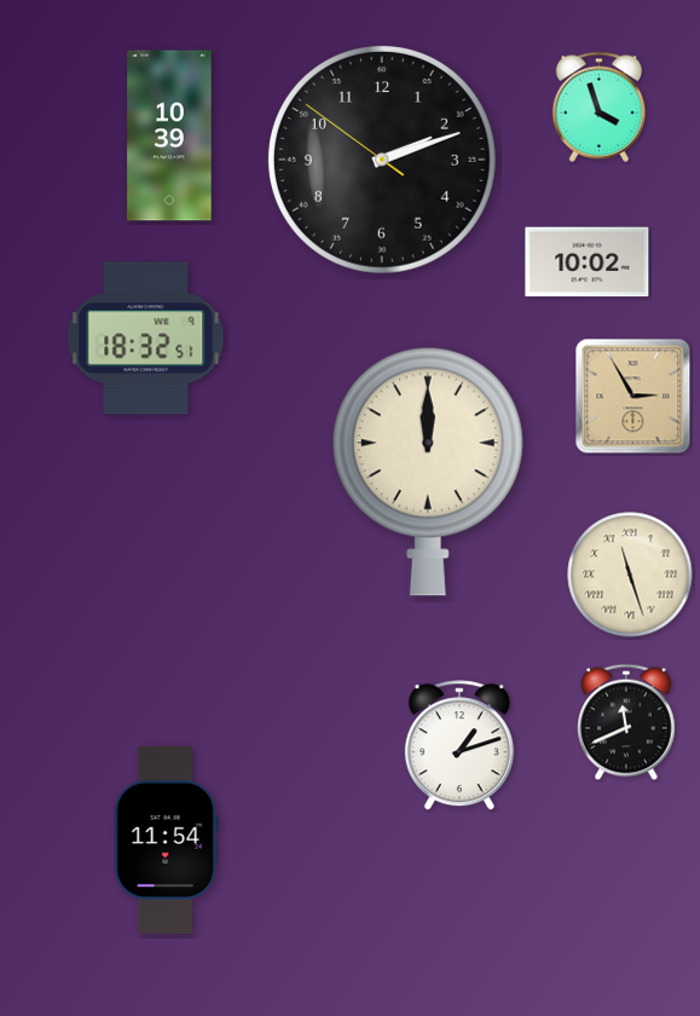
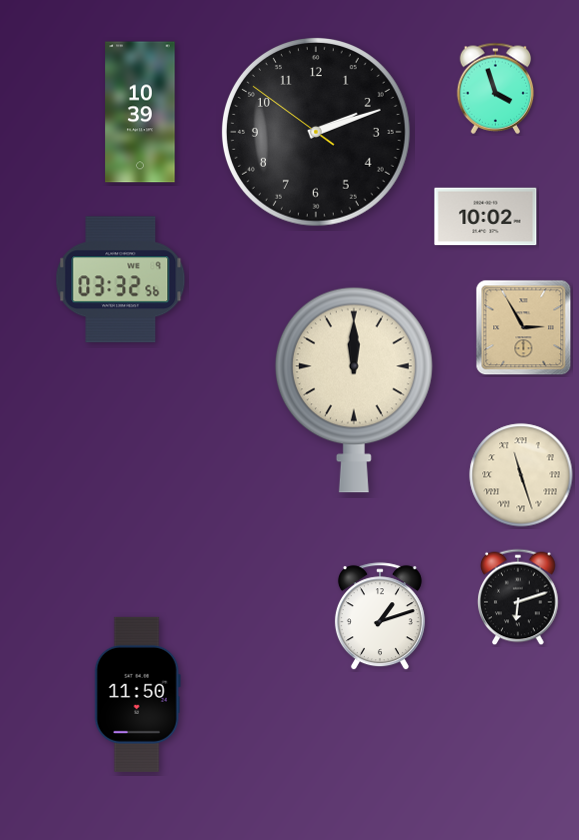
clock at (146, 339): 18:32 -> 03:32
clock at (626, 722): 11:41 -> 6:12
clock at (166, 839): 11:54 -> 11:50
